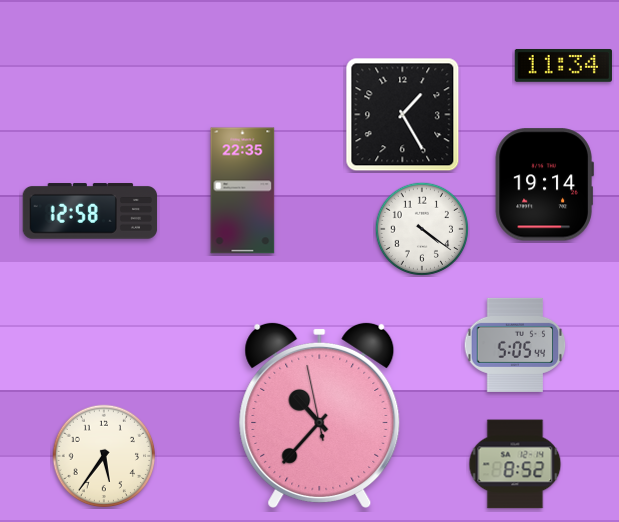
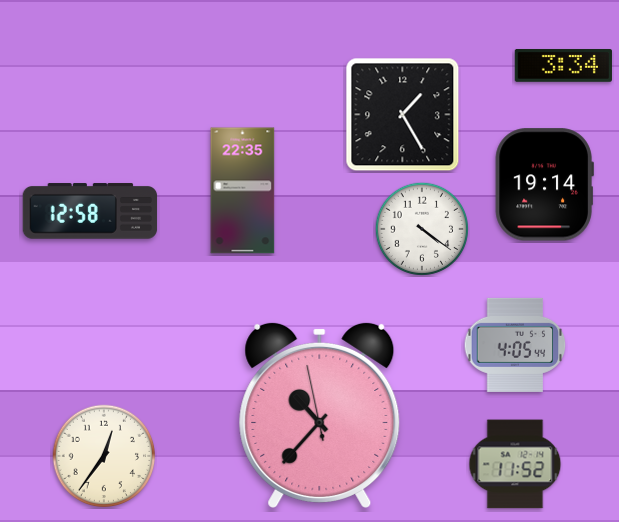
clock at (563, 66): 11:34 -> 3:34
clock at (515, 345): 5:05 -> 4:05
clock at (104, 456): 5:36 -> 12:36
clock at (515, 464): 8:52 -> 11:52
